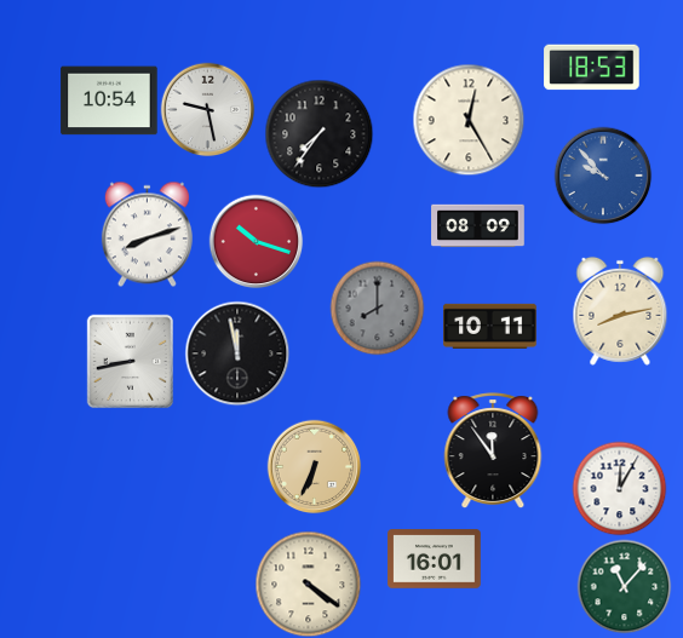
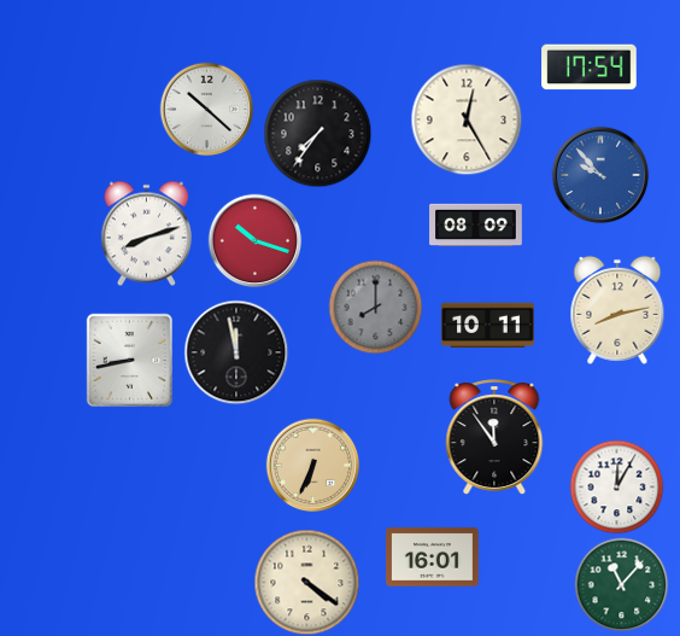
clock at (592, 68): 18:53 -> 17:54
clock at (109, 100): 10:54 -> none
clock at (207, 109): 9:28 -> 10:22
clock at (493, 450) position: (493, 450) -> (494, 437)
